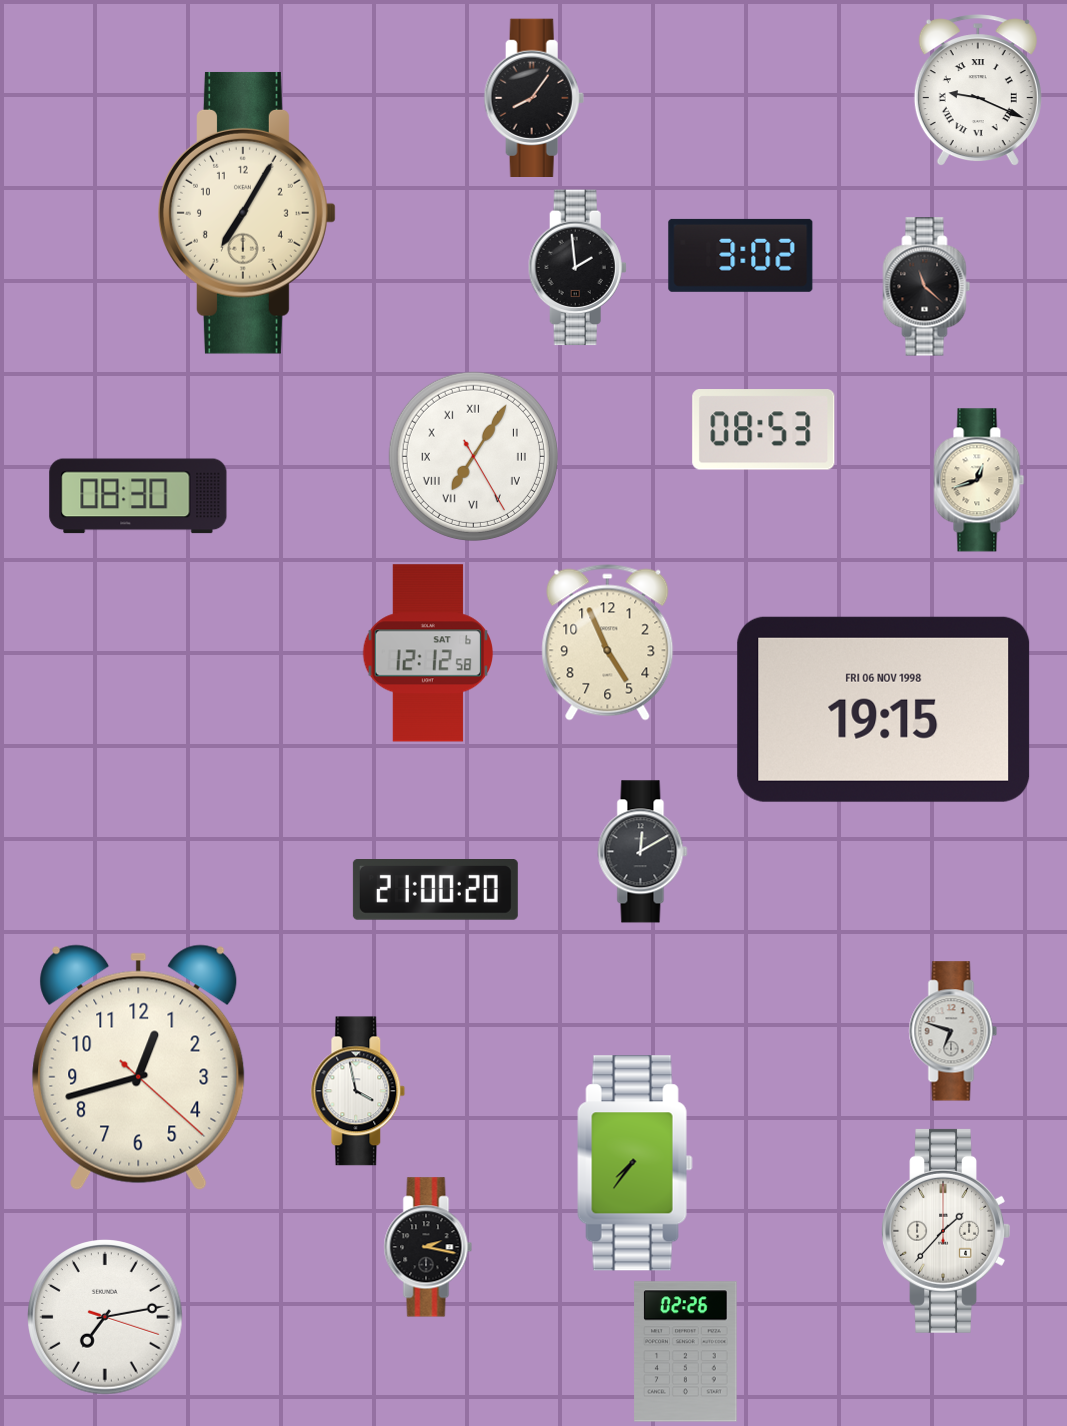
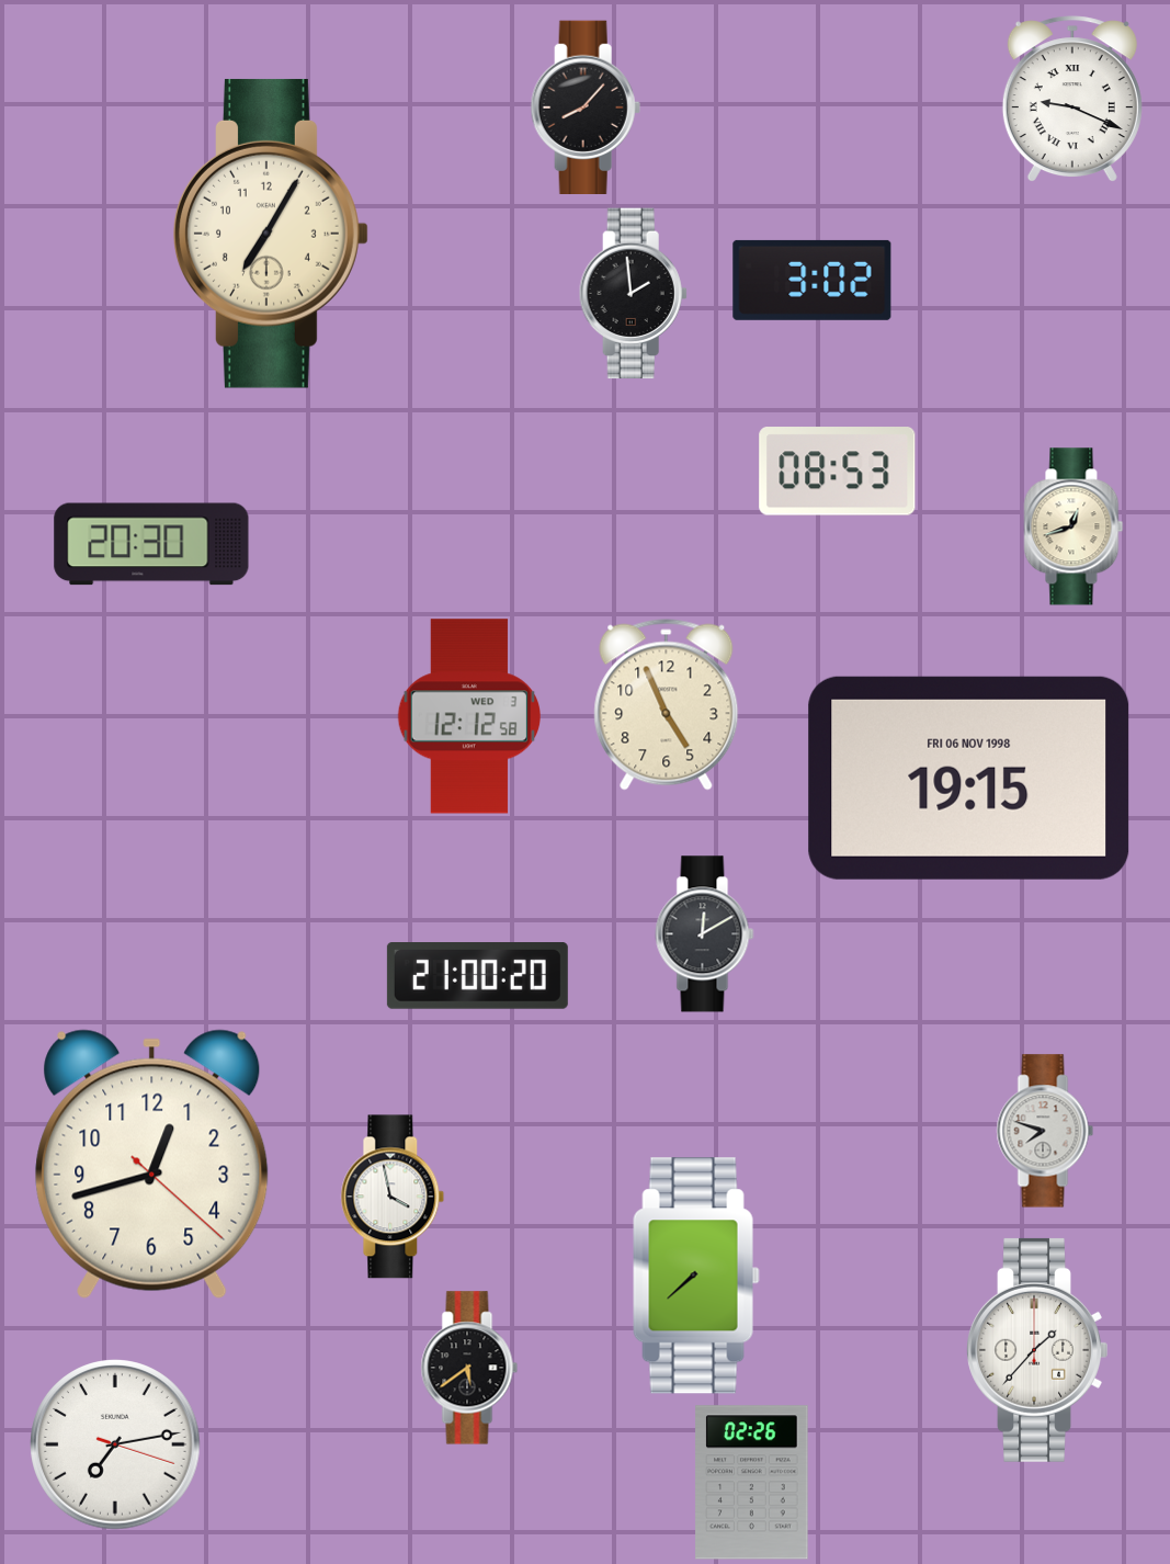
clock at (534, 97): 8:06 -> 8:07
clock at (927, 287): 11:22 -> none
clock at (473, 456): 7:05 -> none
clock at (138, 496): 08:30 -> 20:30
clock at (428, 653) date: SAT 6 -> WED 3
clock at (953, 1031): 6:48 -> 7:48
clock at (139, 1067) position: (139, 1067) -> (152, 1164)
clock at (635, 1163): 7:36 -> 7:38
clock at (428, 1247): 2:17 -> 5:39
